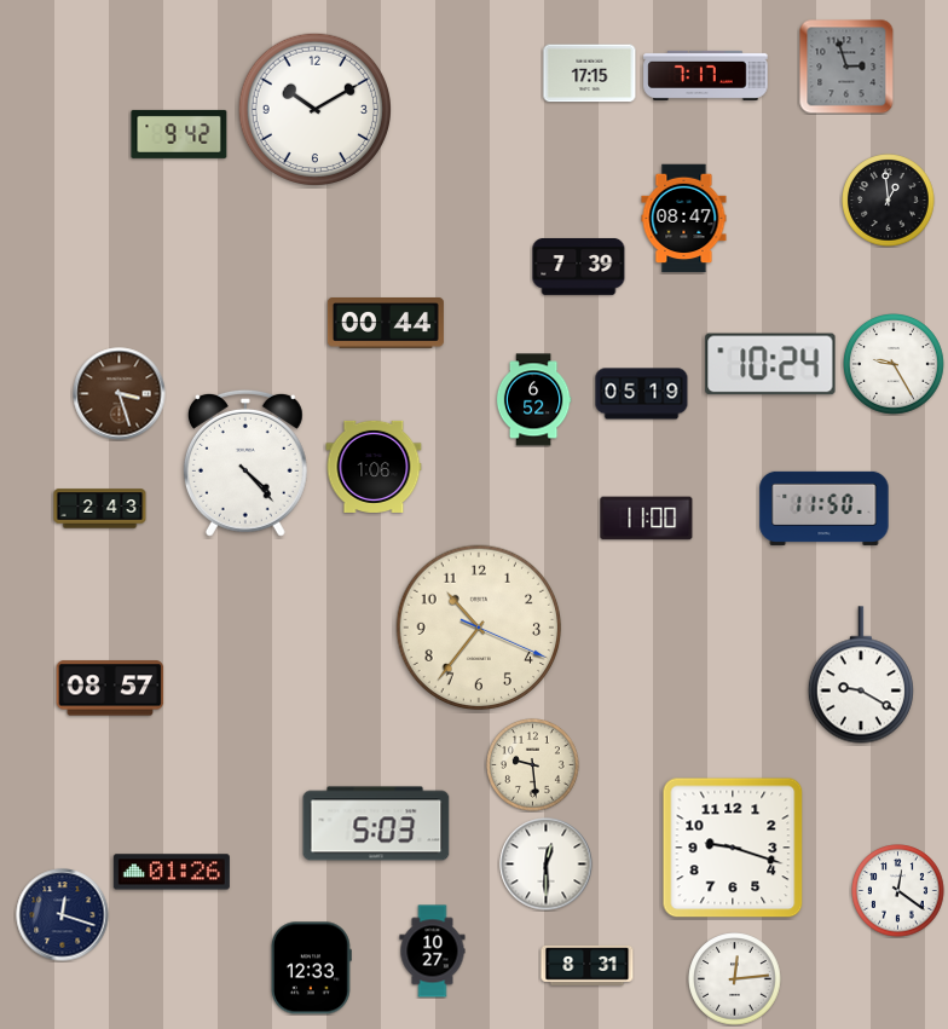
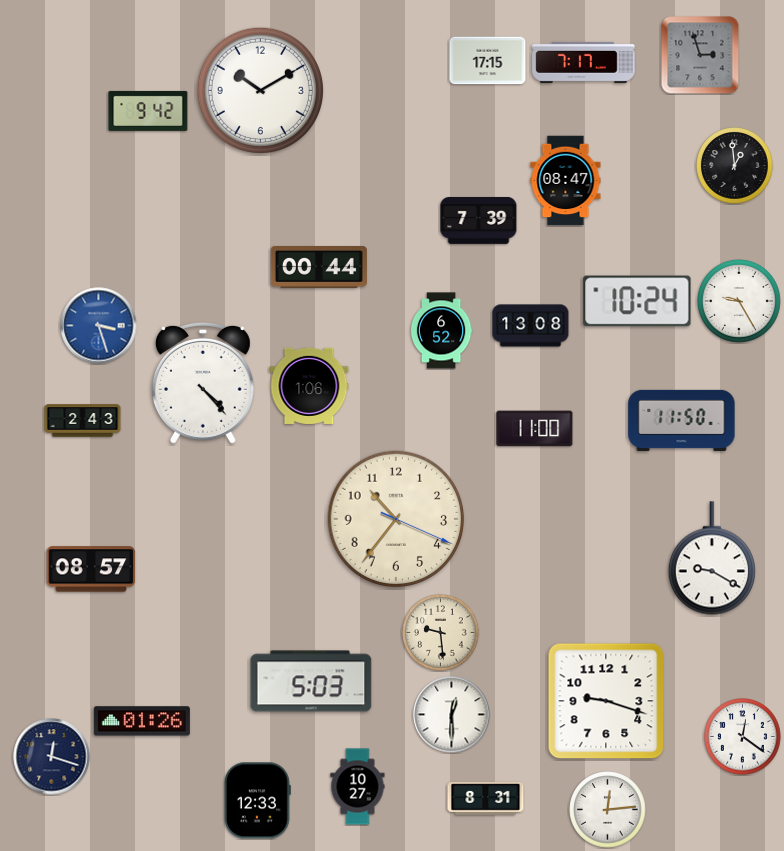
clock at (120, 394) dial: brown -> blue
clock at (642, 394): 05:19 -> 13:08
